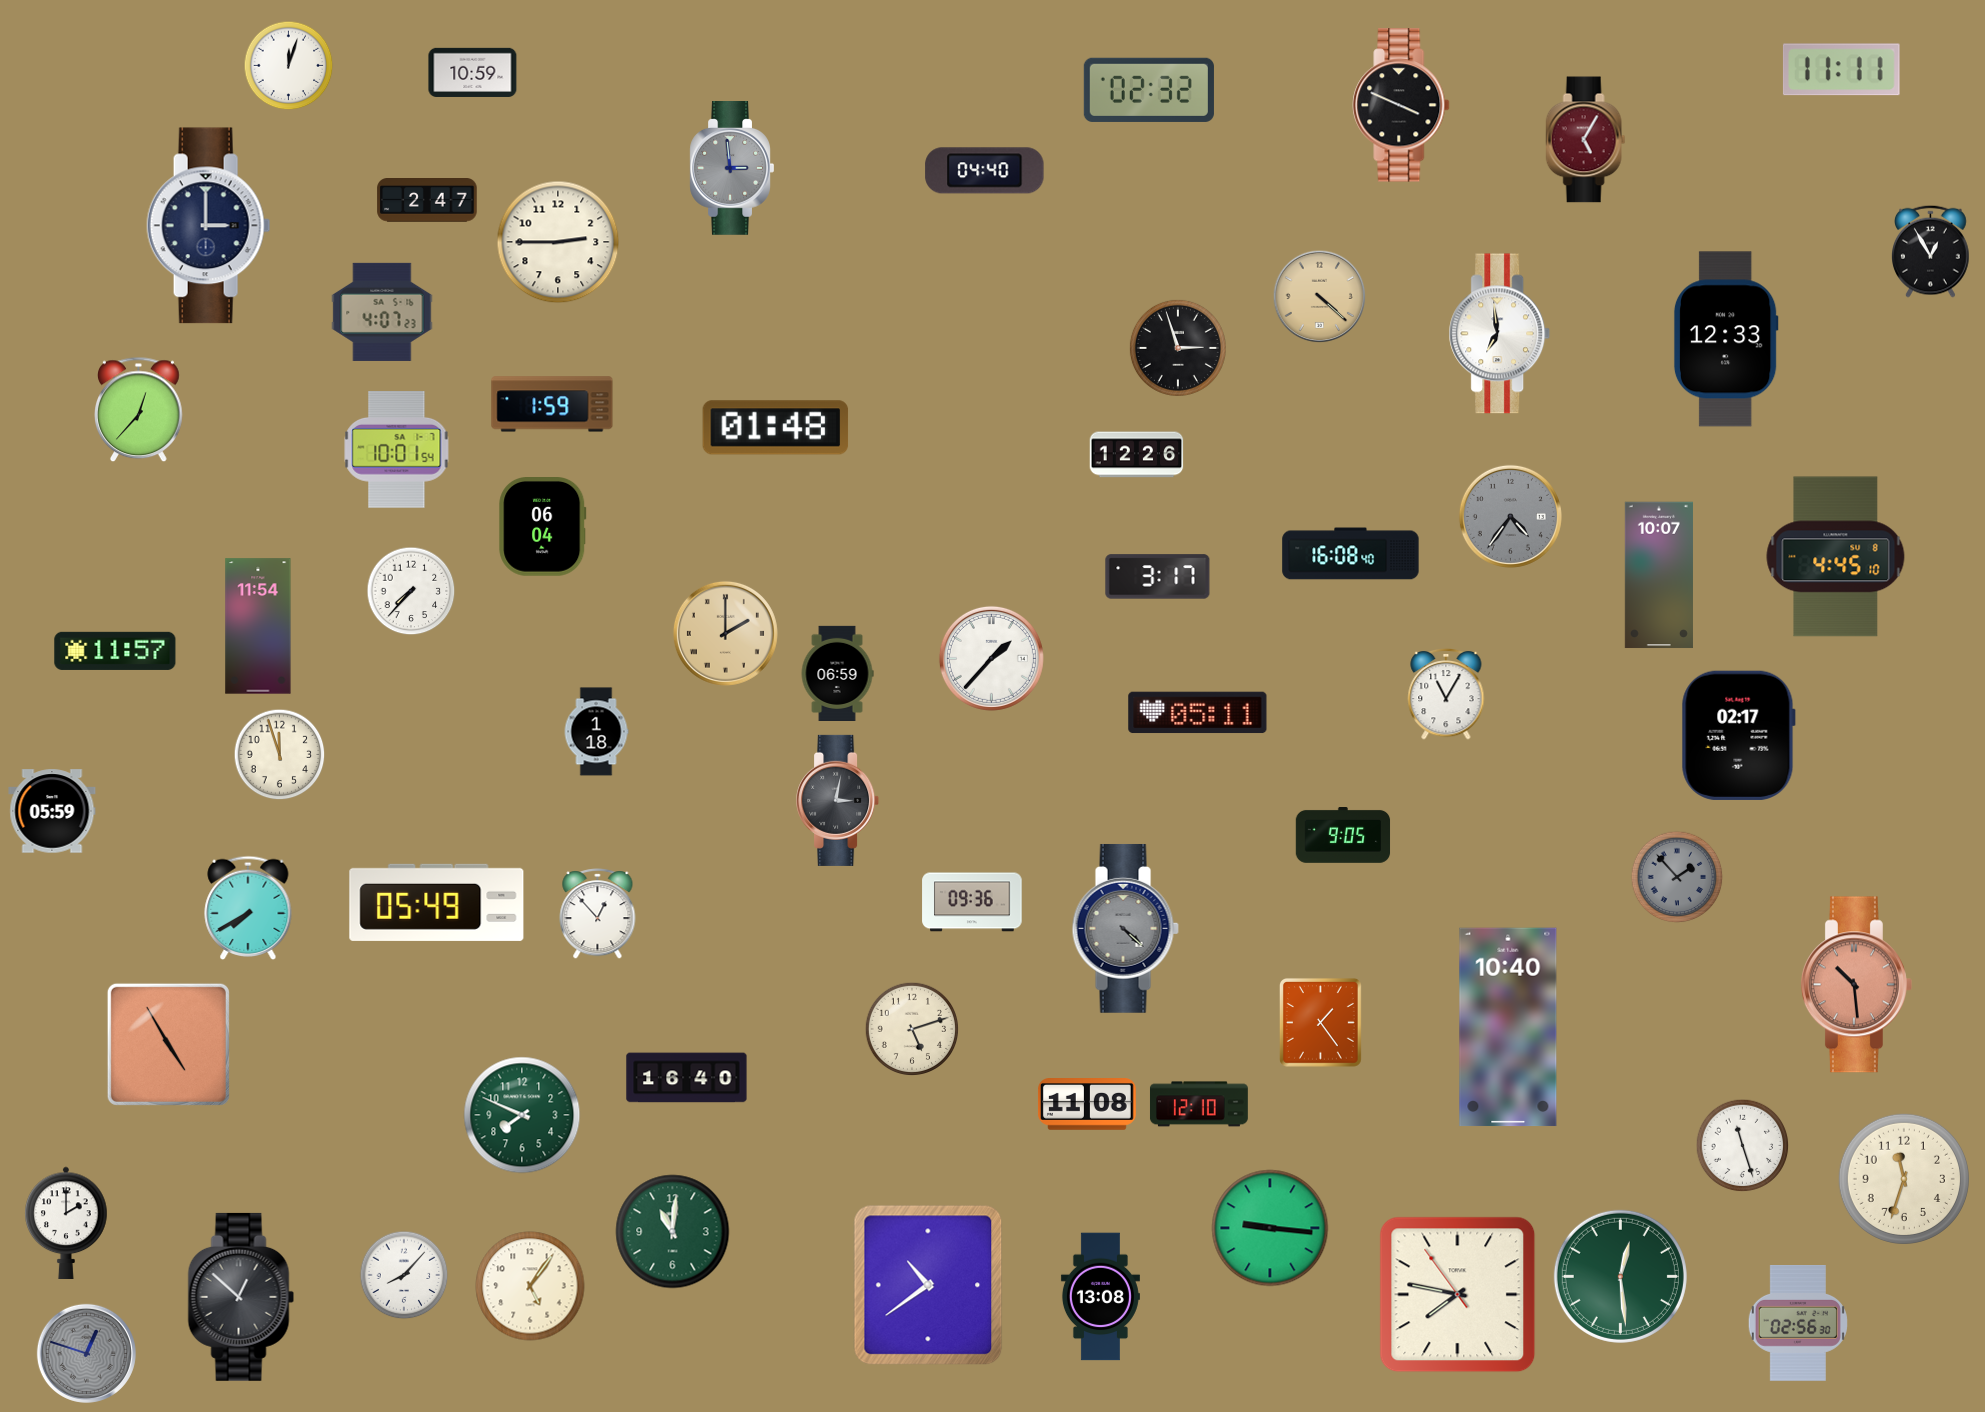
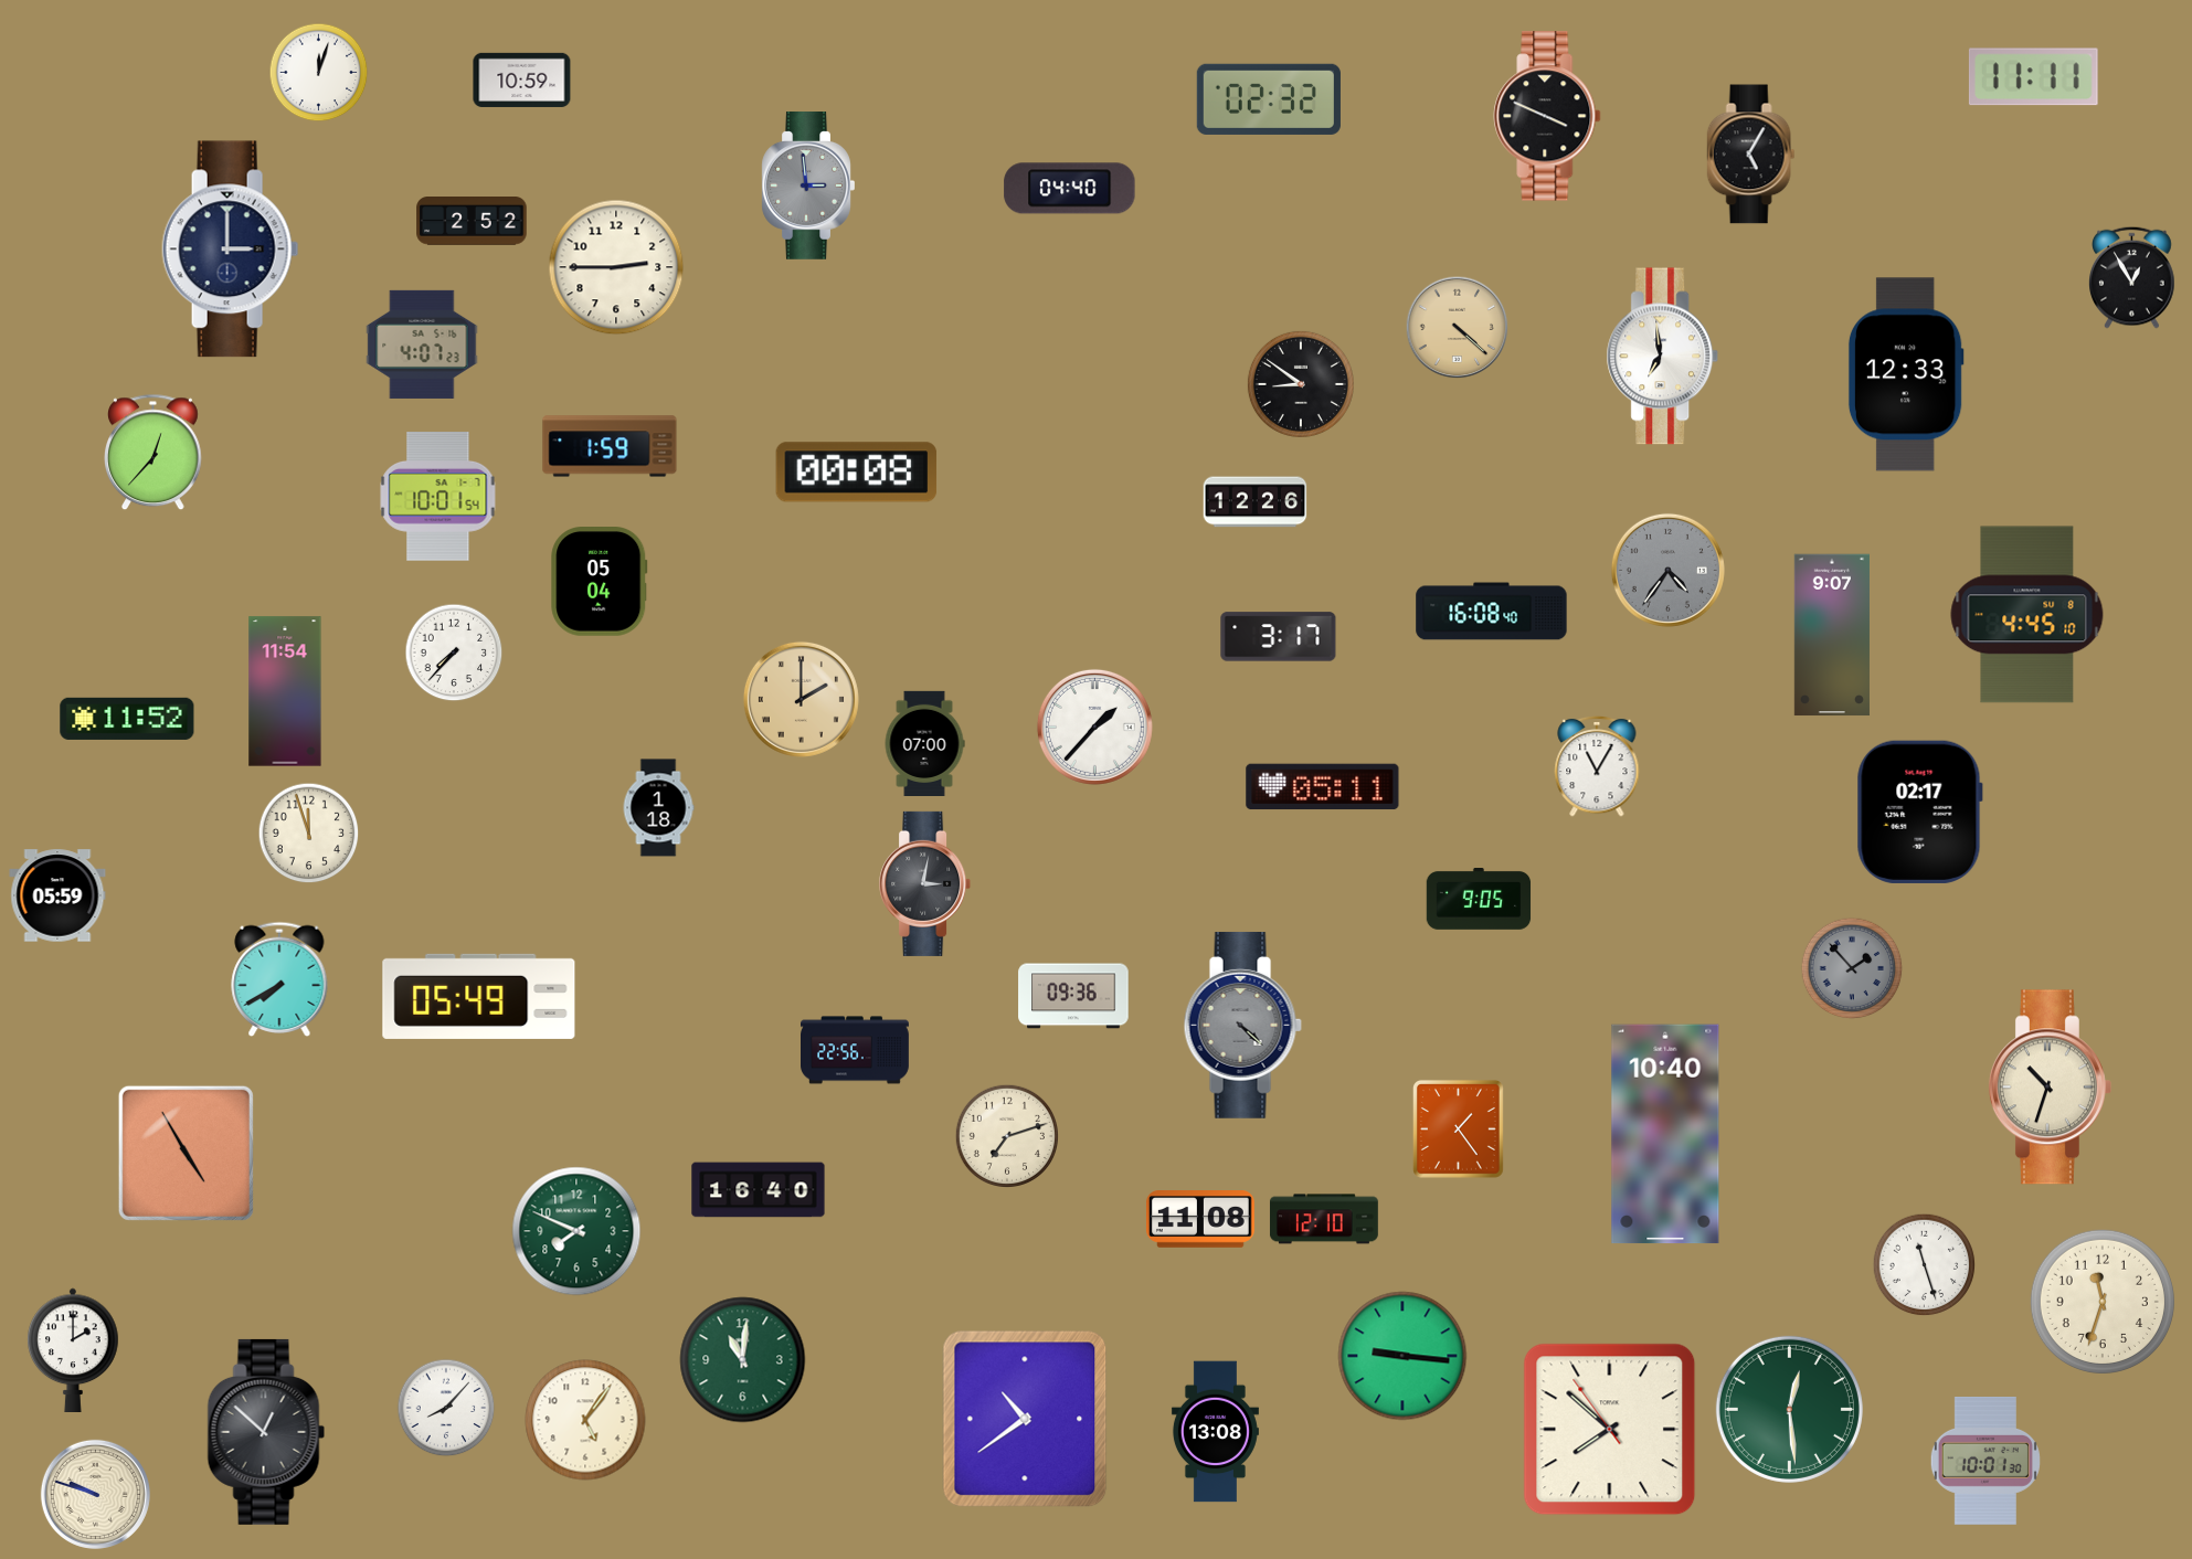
clock at (1586, 140) dial: burgundy -> black
clock at (985, 171) position: (985, 171) -> (1070, 189)
clock at (427, 200): 2:47 -> 2:52
clock at (1500, 334) position: (1500, 334) -> (1663, 357)
clock at (1178, 348): 2:57 -> 8:51
clock at (776, 428): 01:48 -> 00:08
clock at (543, 527): 06:04 -> 05:04
clock at (1659, 575): 10:07 -> 9:07
clock at (115, 651): 11:57 -> 11:52
clock at (837, 673): 06:59 -> 07:00
clock at (1343, 836) position: (1343, 836) -> (1479, 900)
clock at (437, 902) position: (437, 902) -> (479, 996)
clock at (248, 907) position: (248, 907) -> (279, 978)
clock at (598, 914): 12:53 -> none
clock at (856, 1050): none -> 22:56
clock at (1856, 985): 10:29 -> 10:33
clock at (1856, 985) dial: salmon -> cream
clock at (911, 1028): 5:12 -> 7:12
clock at (1458, 1295): 7:46 -> 7:51
clock at (1798, 1324): 02:56 -> 10:01
clock at (86, 1353): 12:48 -> 9:48
clock at (86, 1353) dial: grey -> cream
